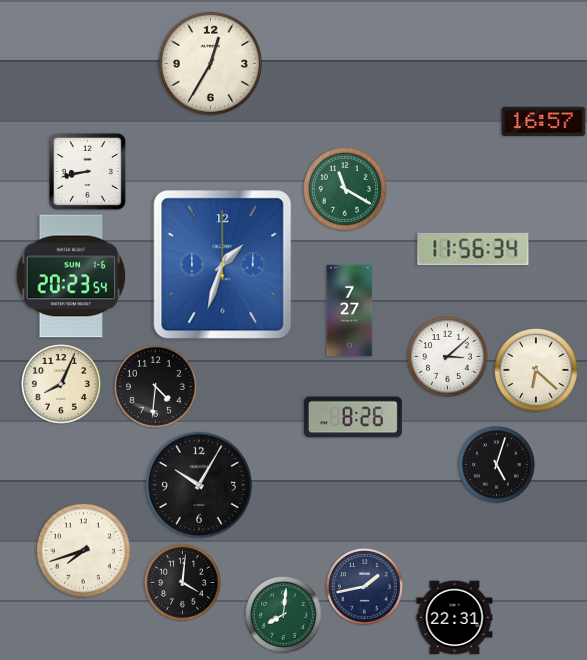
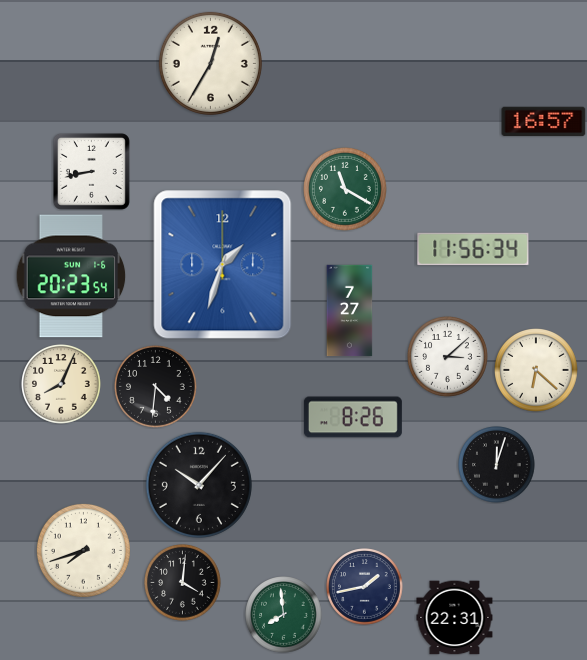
clock at (87, 171) position: (87, 171) -> (91, 171)
clock at (497, 465): 5:03 -> 12:03
clock at (199, 485): 10:05 -> 10:07
clock at (284, 615): 8:01 -> 7:59
